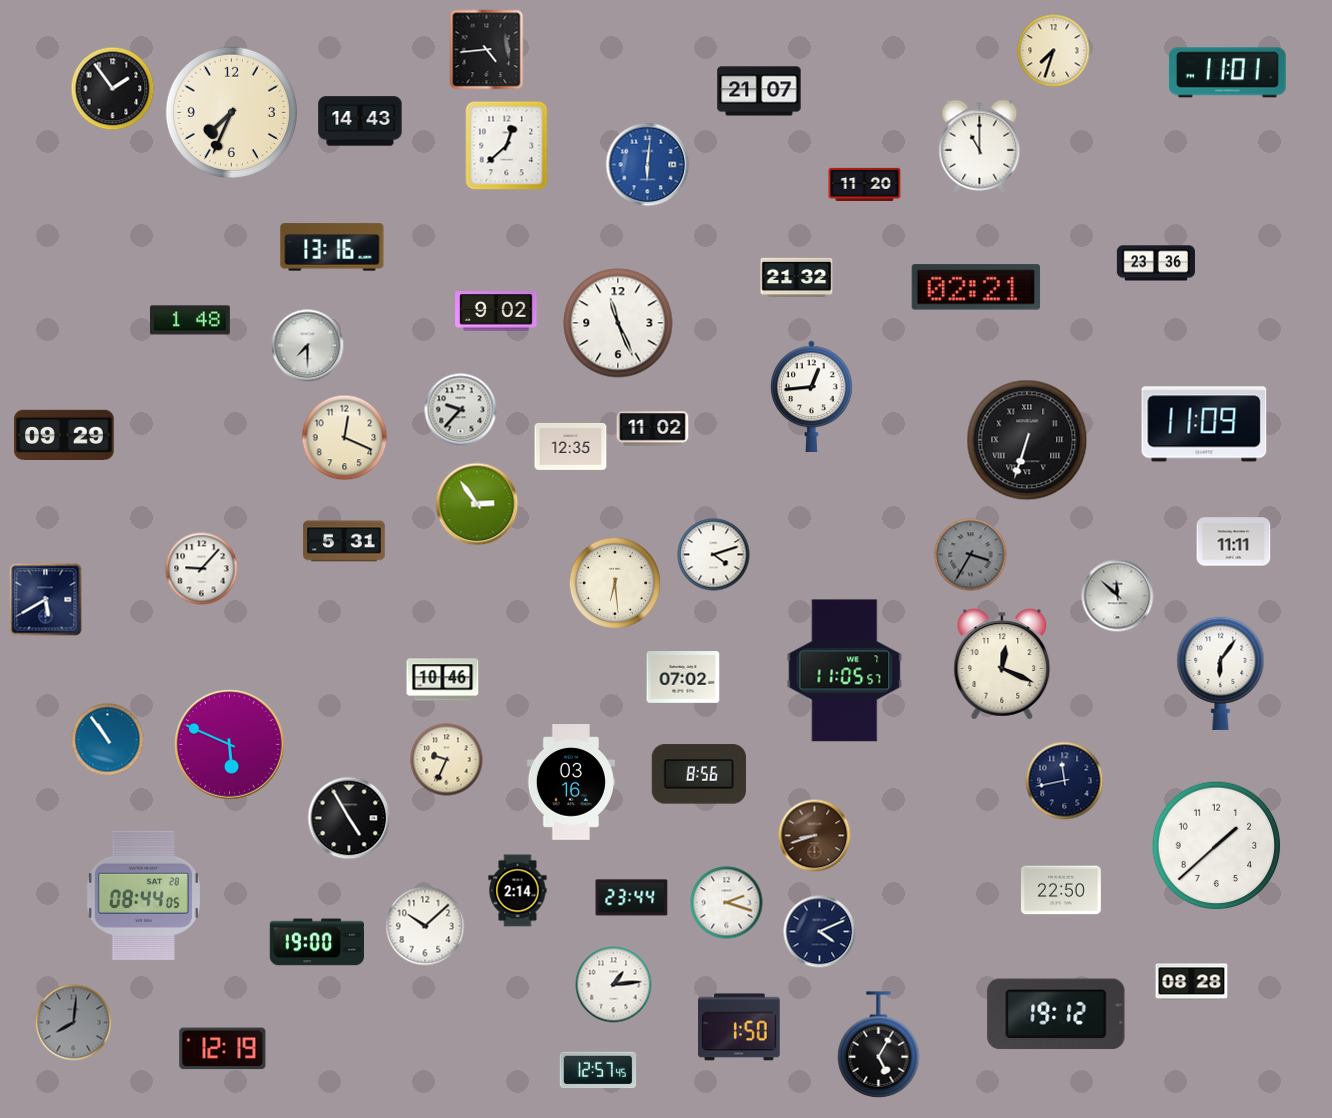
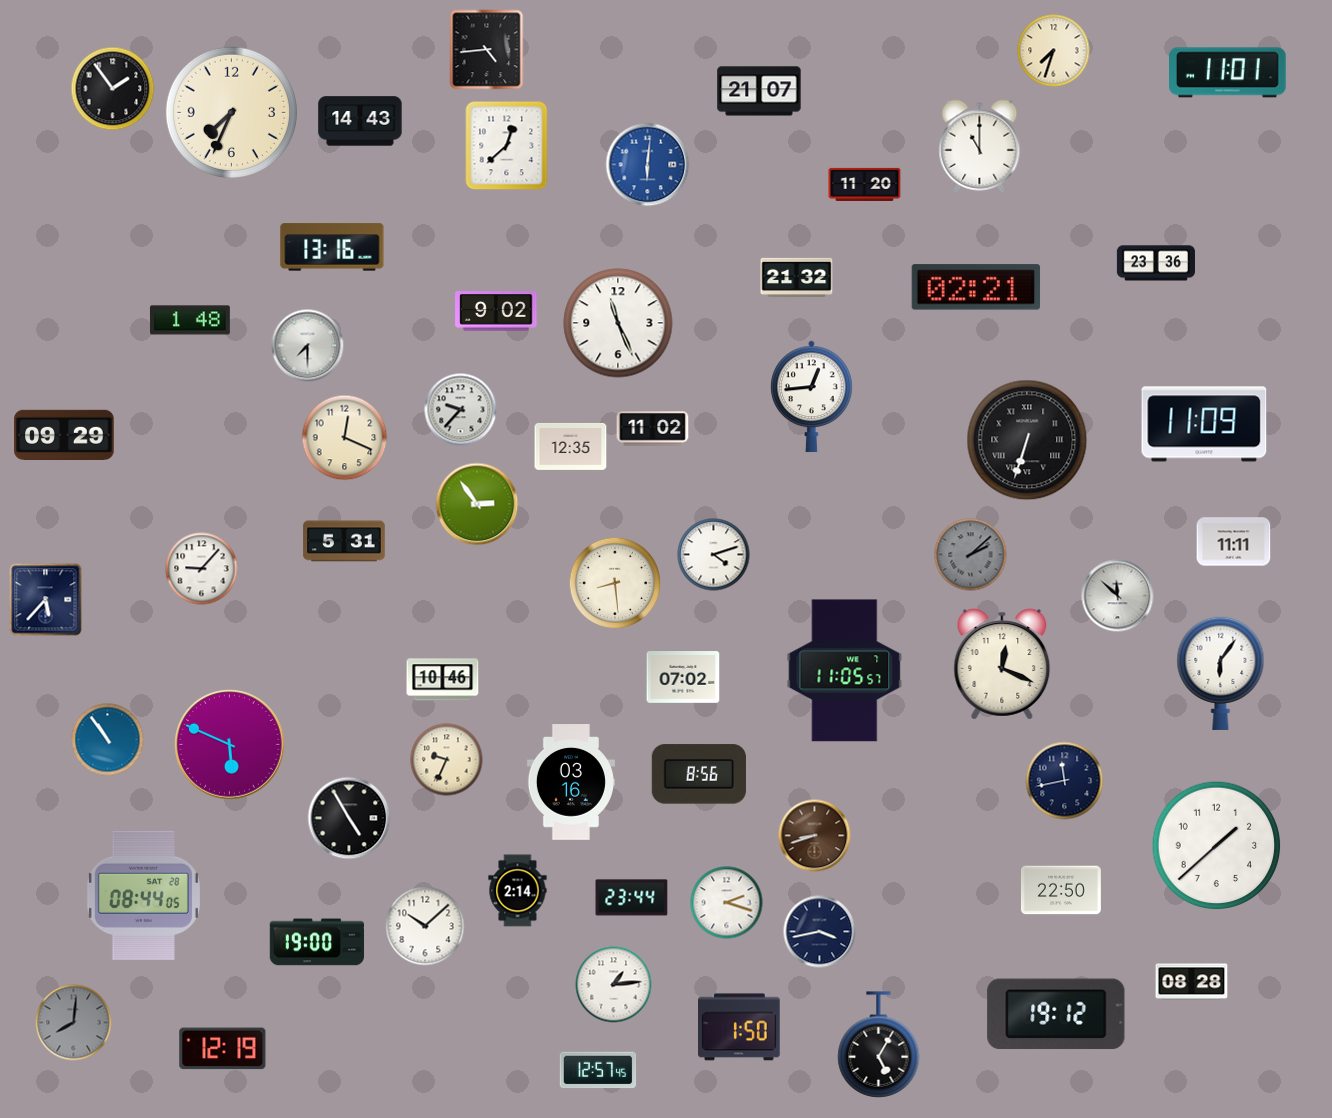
clock at (971, 555): 3:35 -> 2:08
clock at (615, 583): 6:29 -> 8:29
clock at (46, 600): 5:40 -> 5:37
clock at (820, 932): 4:11 -> 3:43
